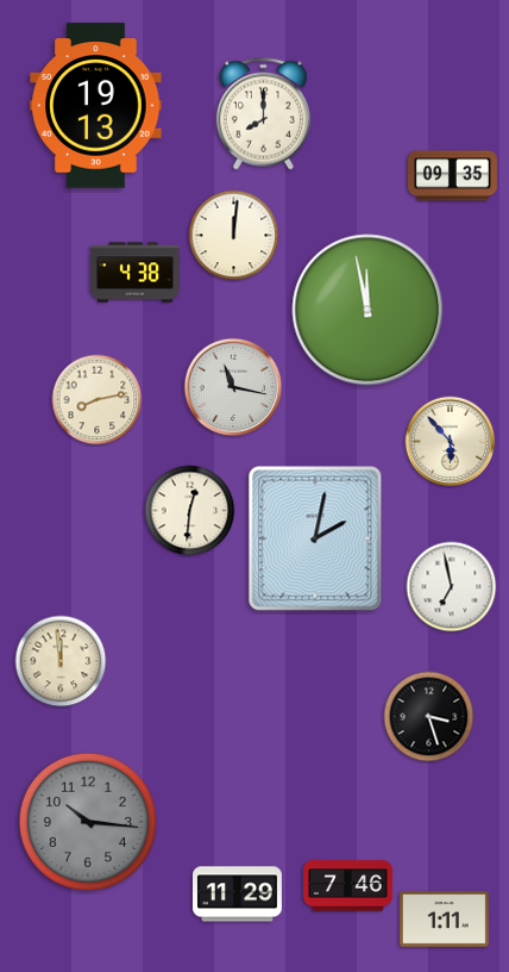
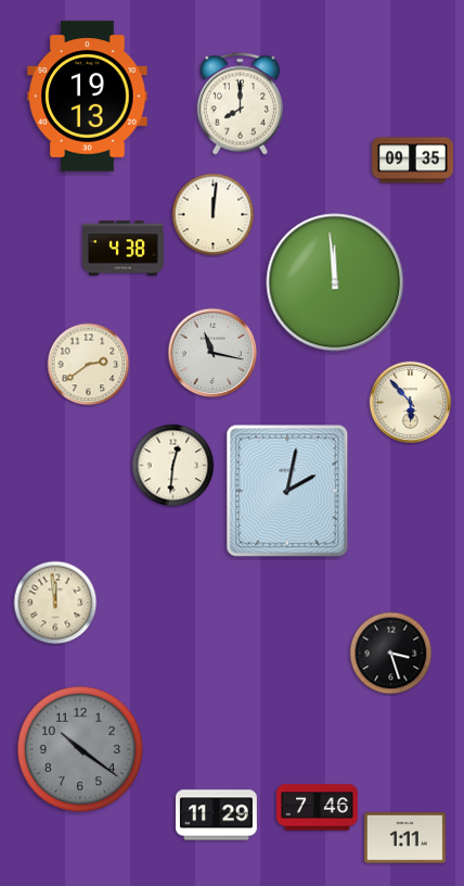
clock at (367, 310): 11:58 -> 11:59
clock at (98, 400): 8:13 -> 2:39
clock at (452, 587): 6:58 -> none
clock at (88, 822): 10:16 -> 10:21
